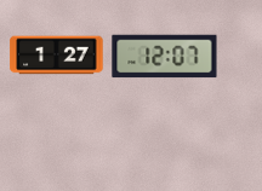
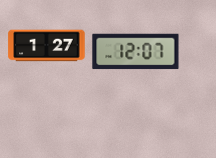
clock at (165, 57) position: (165, 57) -> (136, 52)
